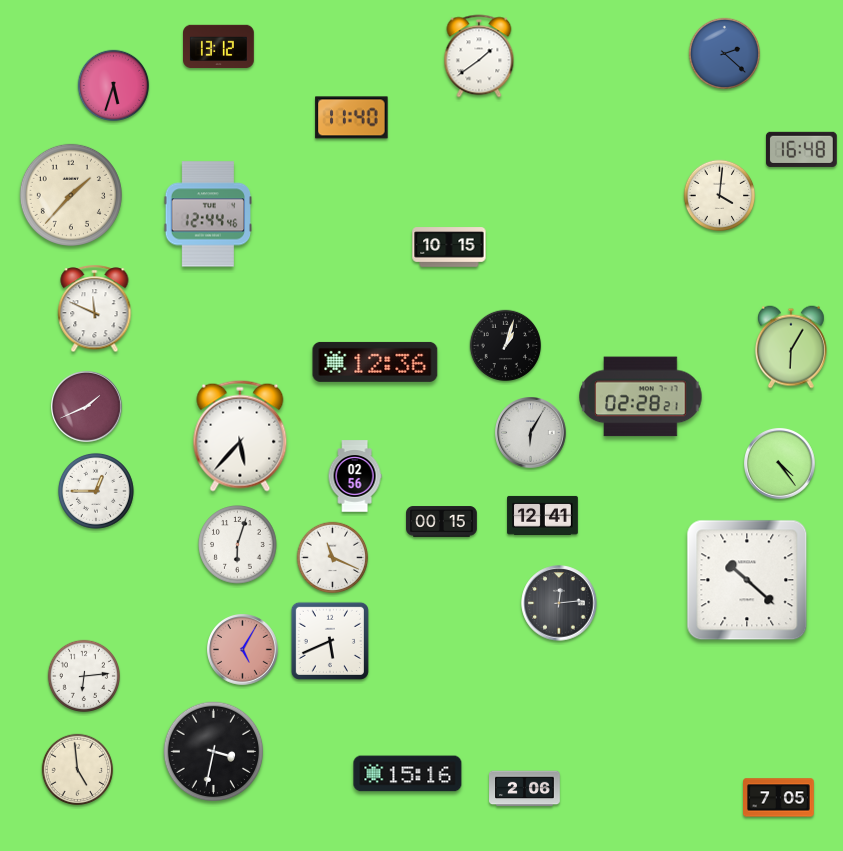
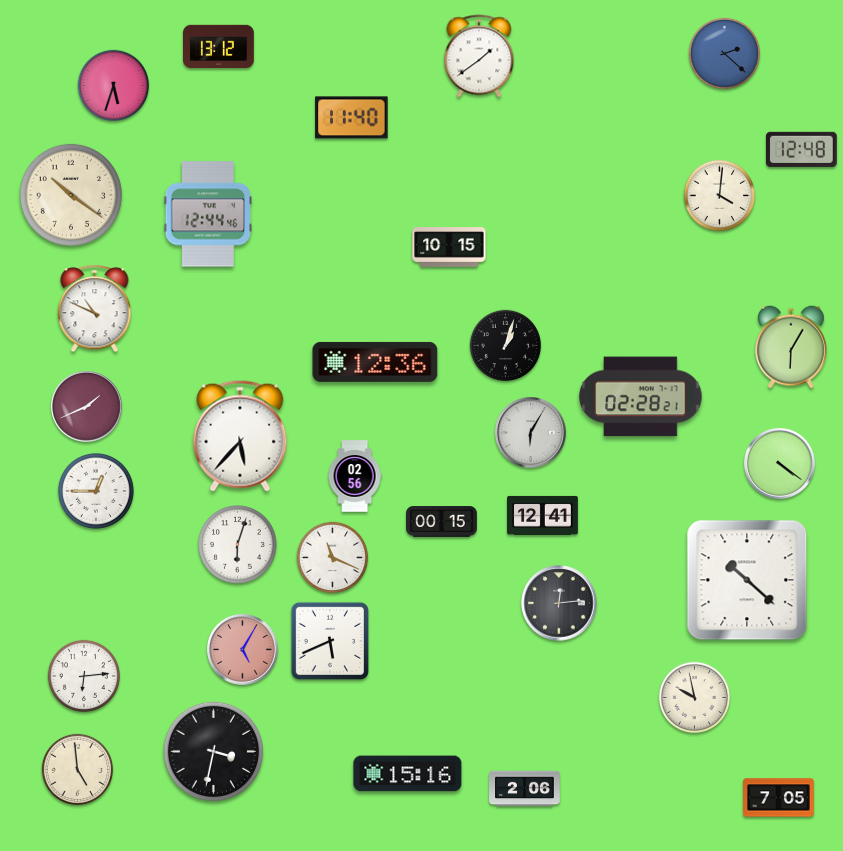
clock at (801, 149): 16:48 -> 12:48
clock at (71, 195): 1:37 -> 10:21
clock at (95, 309): 11:49 -> 10:49
clock at (780, 464): 4:24 -> 4:21
clock at (695, 698): none -> 9:58
